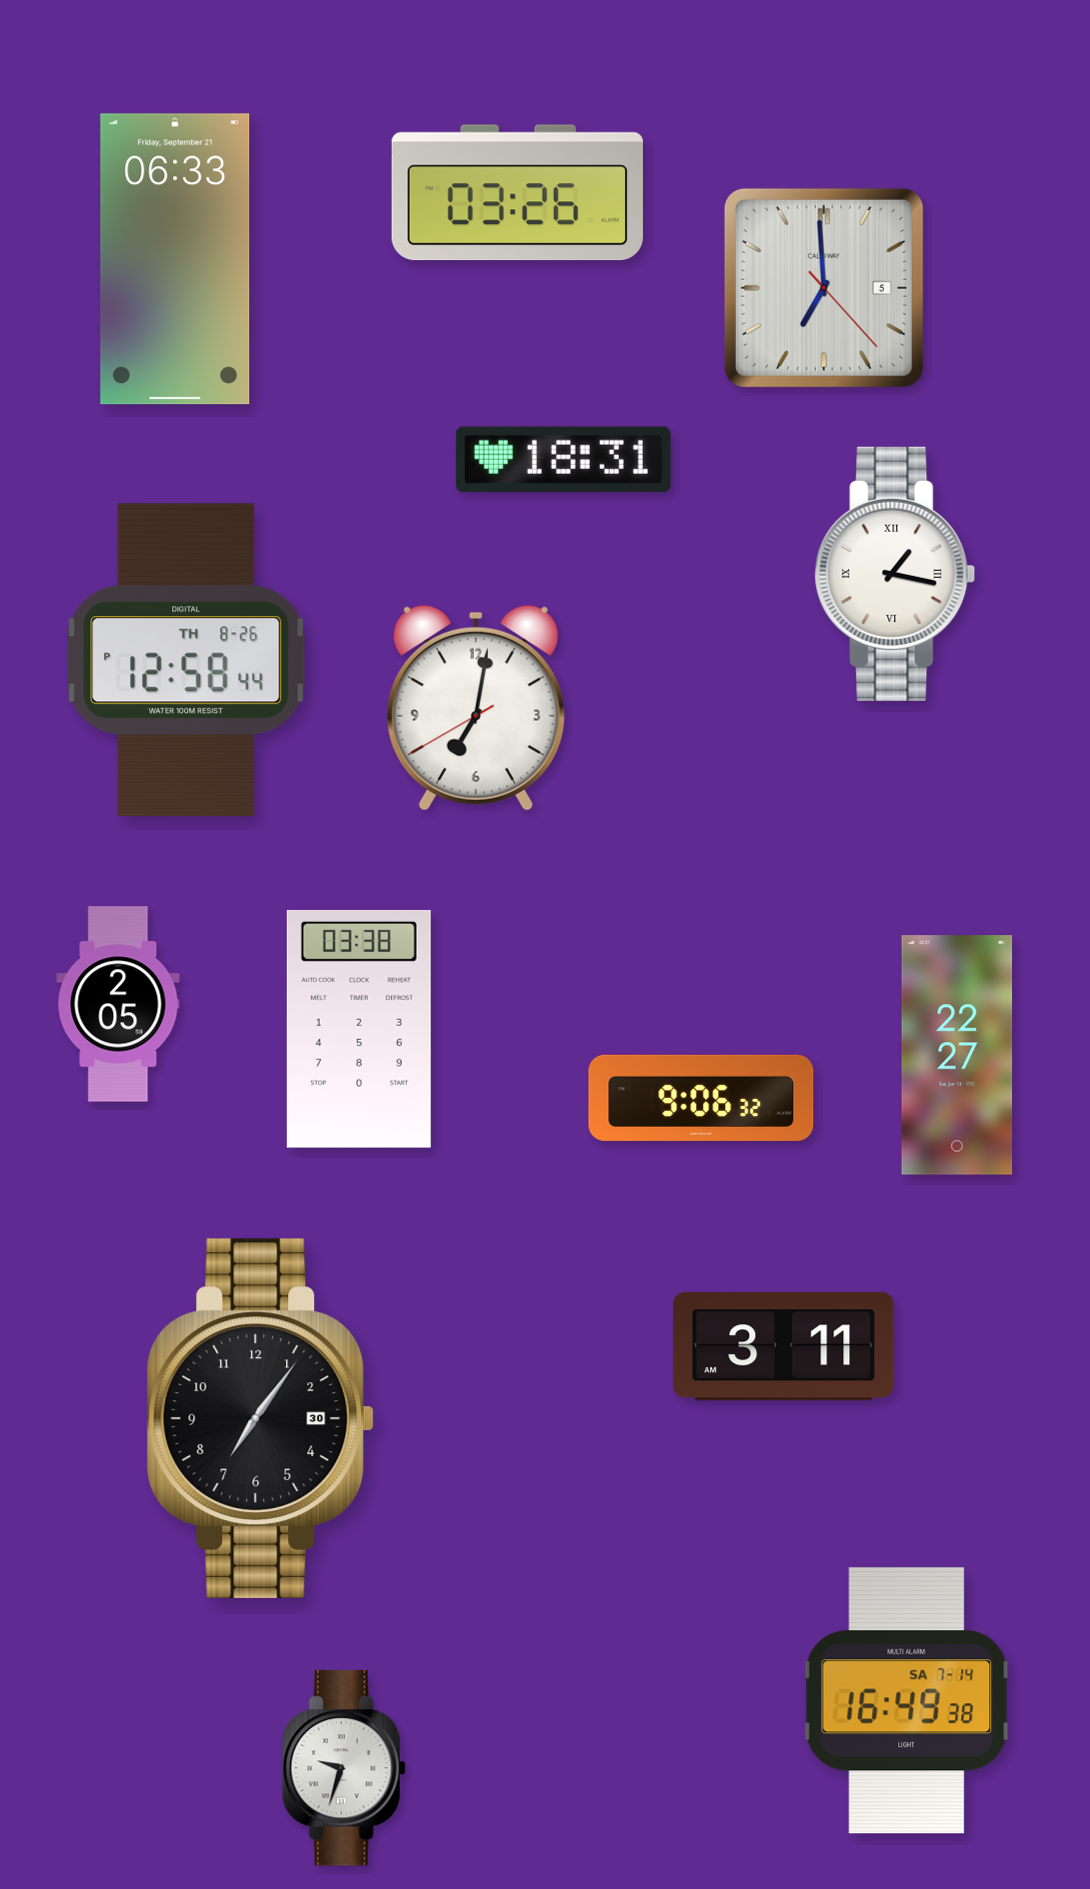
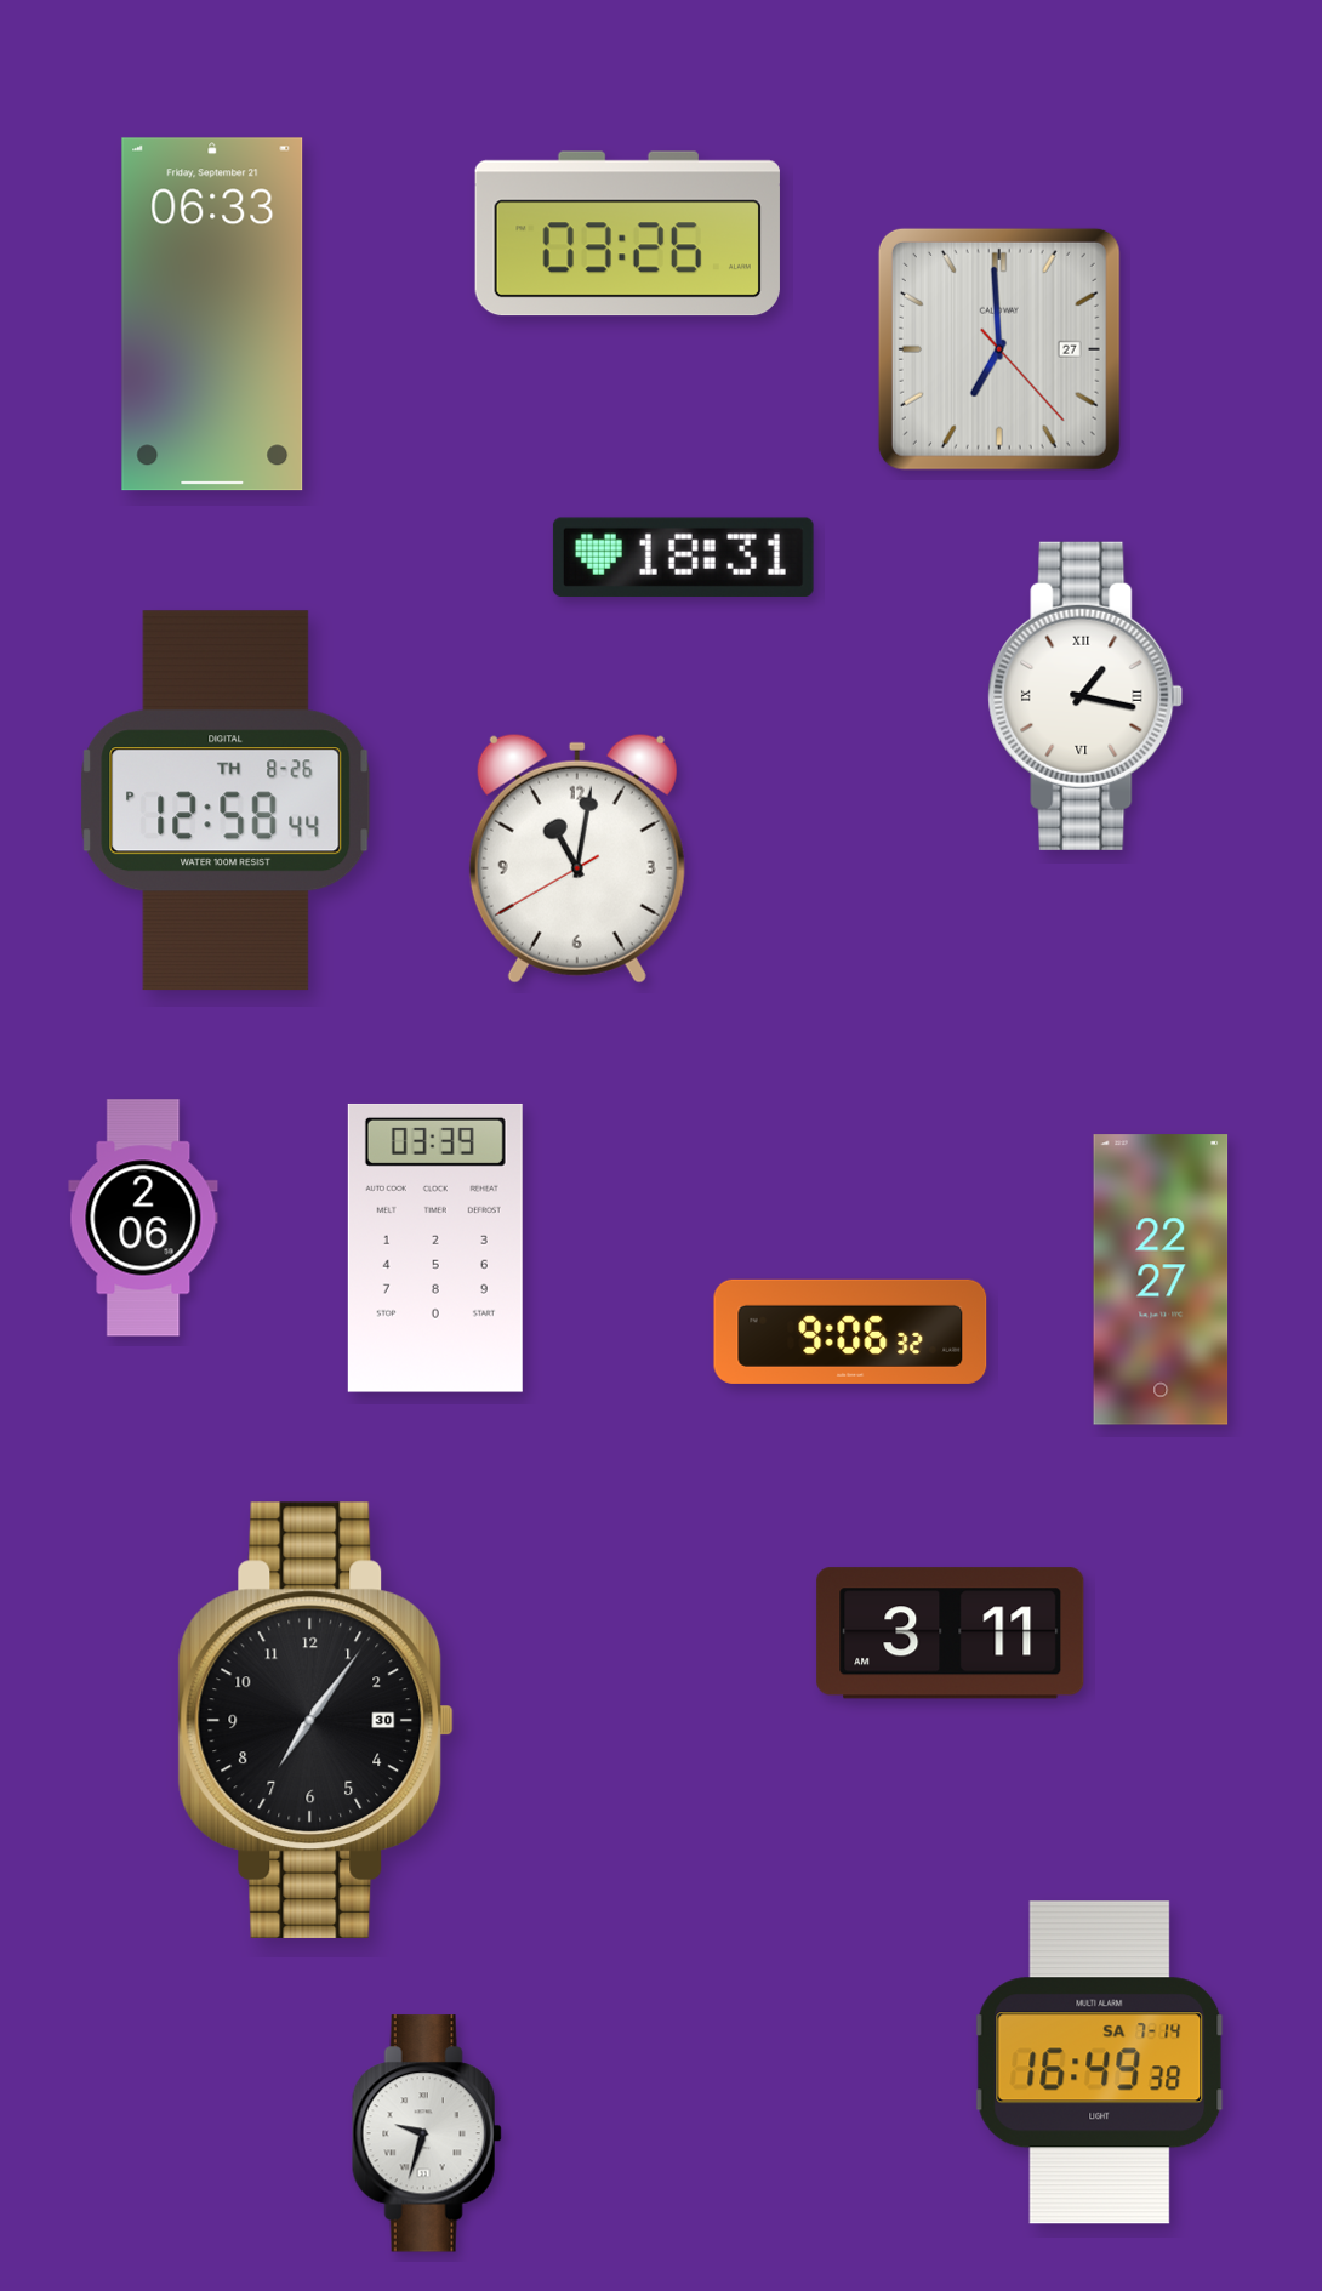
clock at (824, 288) date: 5 -> 27
clock at (476, 708): 7:01 -> 11:01
clock at (118, 1004): 2:05 -> 2:06
clock at (359, 1029): 03:38 -> 03:39
clock at (344, 1768) position: (344, 1768) -> (427, 2133)
